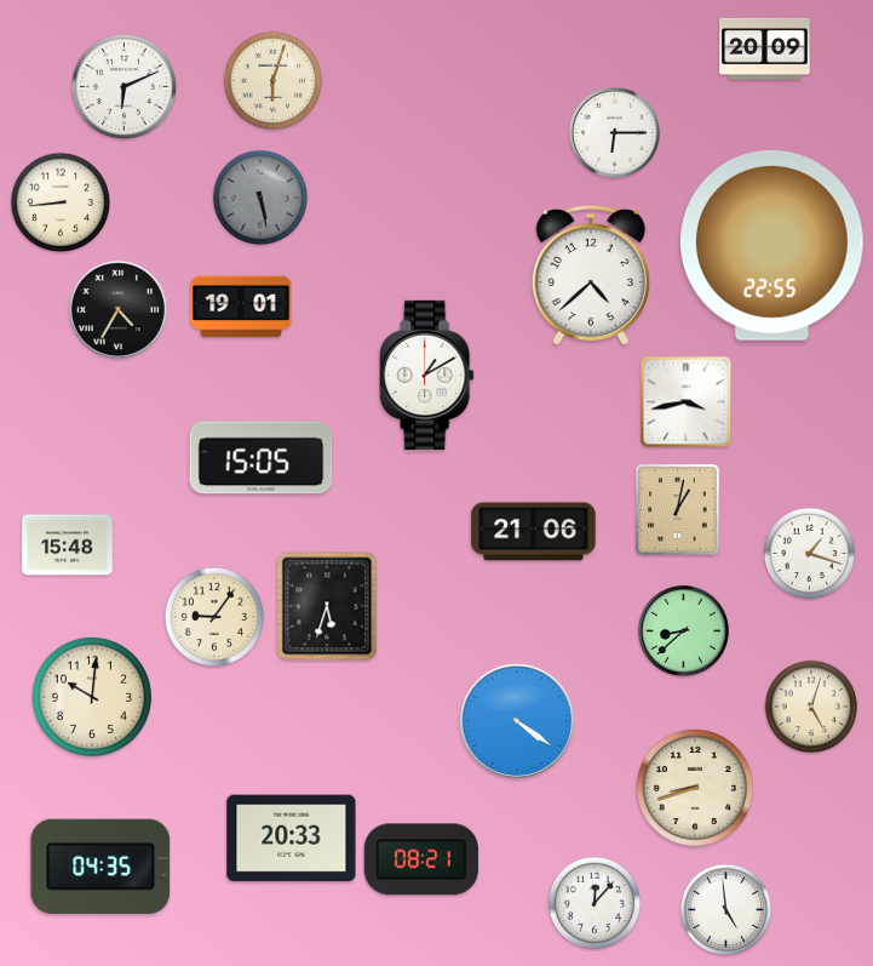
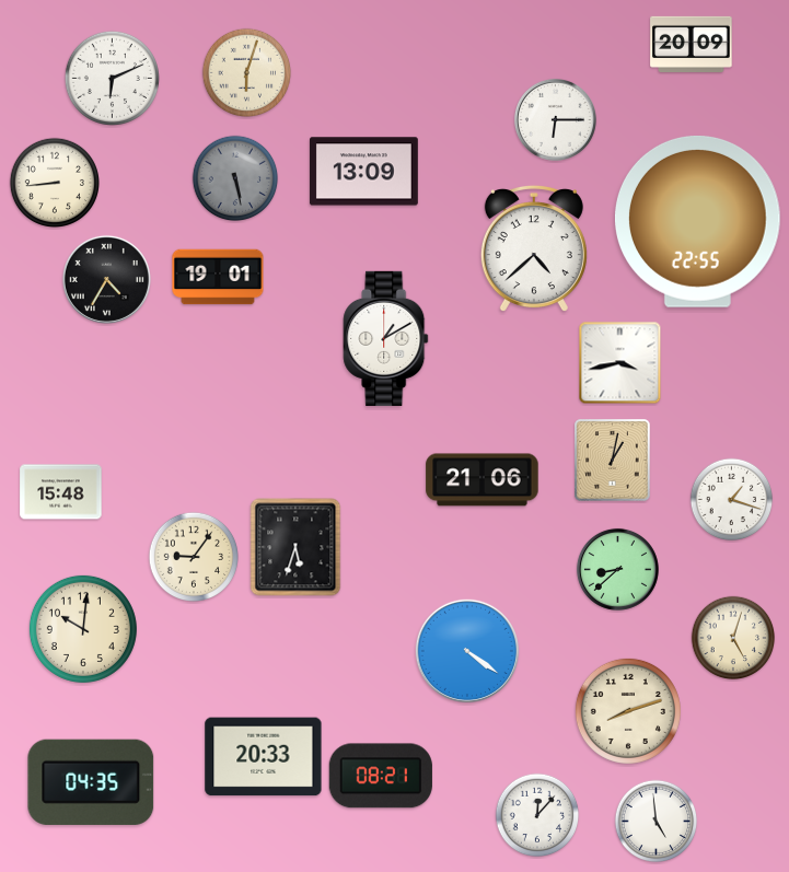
clock at (363, 172): none -> 13:09
clock at (262, 458): 15:05 -> none
clock at (695, 788): 8:42 -> 8:12
